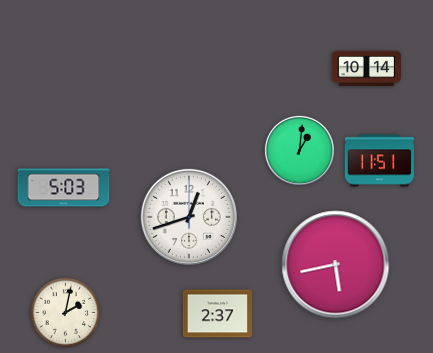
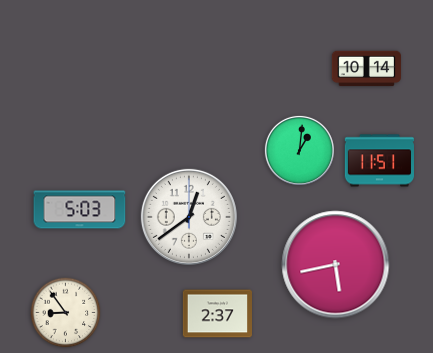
clock at (64, 188) position: (64, 188) -> (80, 210)
clock at (189, 217): 12:42 -> 12:39
clock at (66, 313): 2:02 -> 8:54
